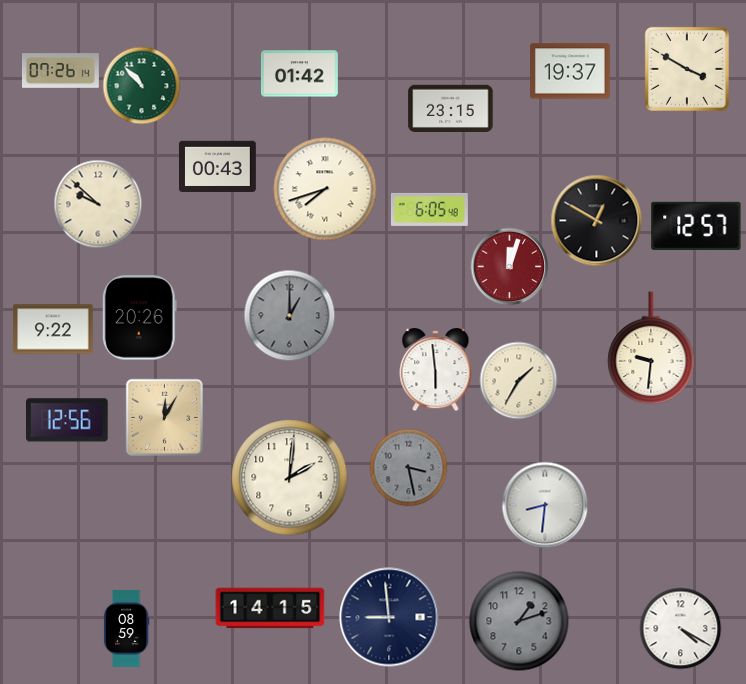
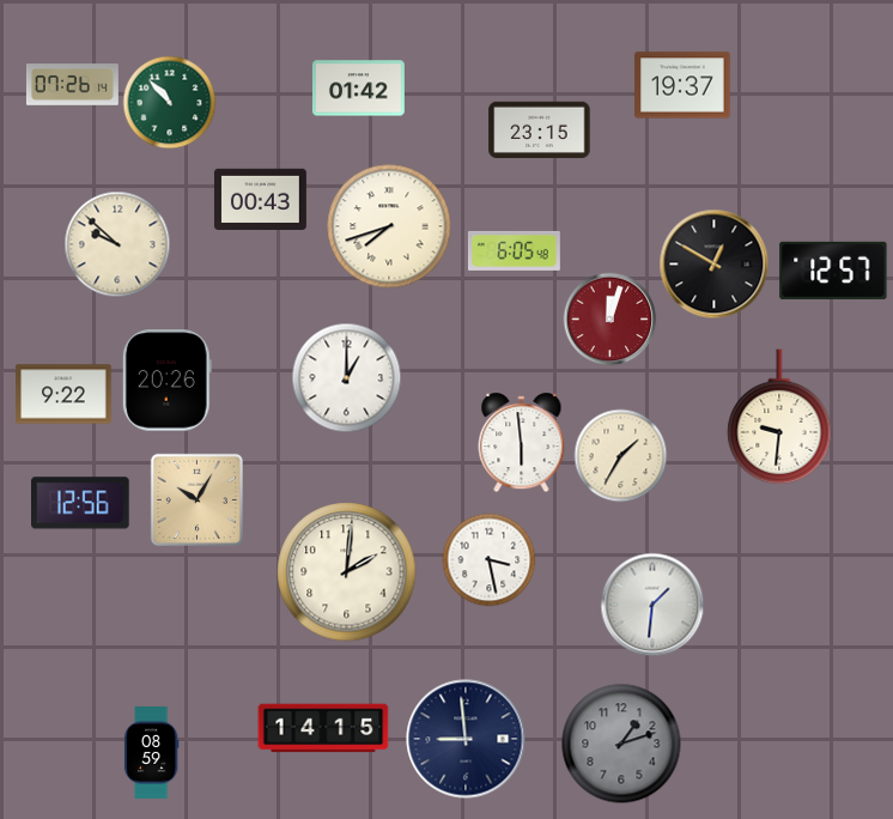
clock at (687, 69): 3:50 -> none
clock at (289, 315) dial: grey -> white
clock at (164, 417): 12:05 -> 10:05
clock at (408, 467) dial: grey -> white
clock at (545, 505): 8:31 -> 1:31
clock at (680, 628): 4:20 -> none
